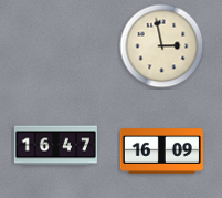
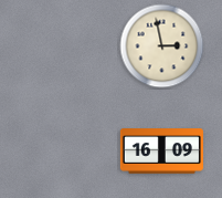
clock at (55, 146): 16:47 -> none
